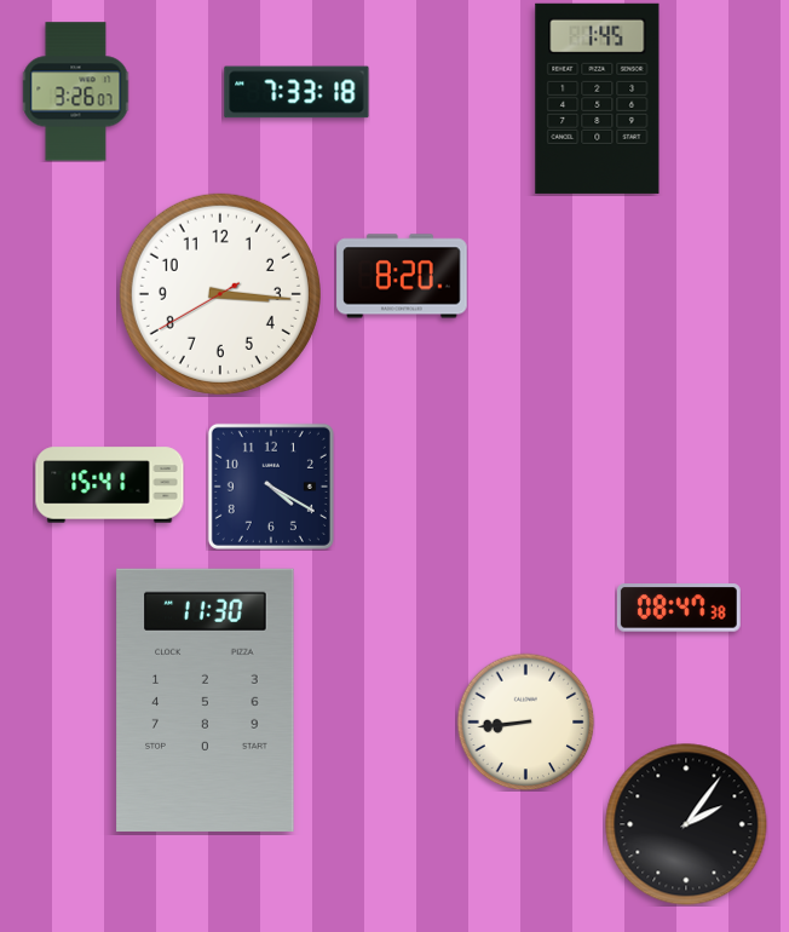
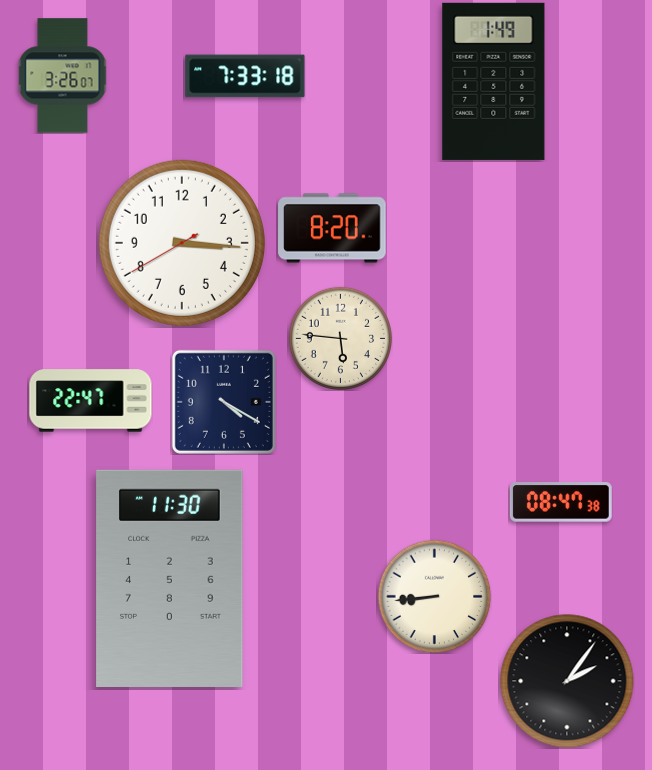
clock at (598, 98): 1:45 -> 1:49
clock at (340, 338): none -> 5:46
clock at (110, 485): 15:41 -> 22:47
